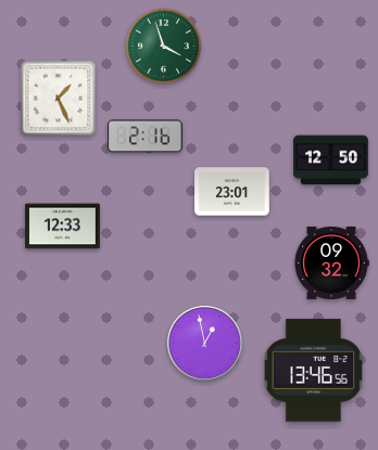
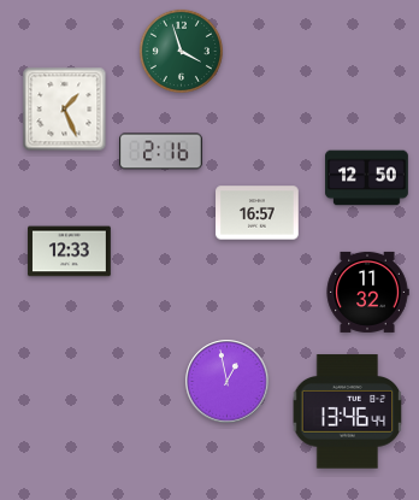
clock at (232, 192): 23:01 -> 16:57
clock at (331, 262): 09:32 -> 11:32
clock at (314, 371): 13:46:56 -> 13:46:44
